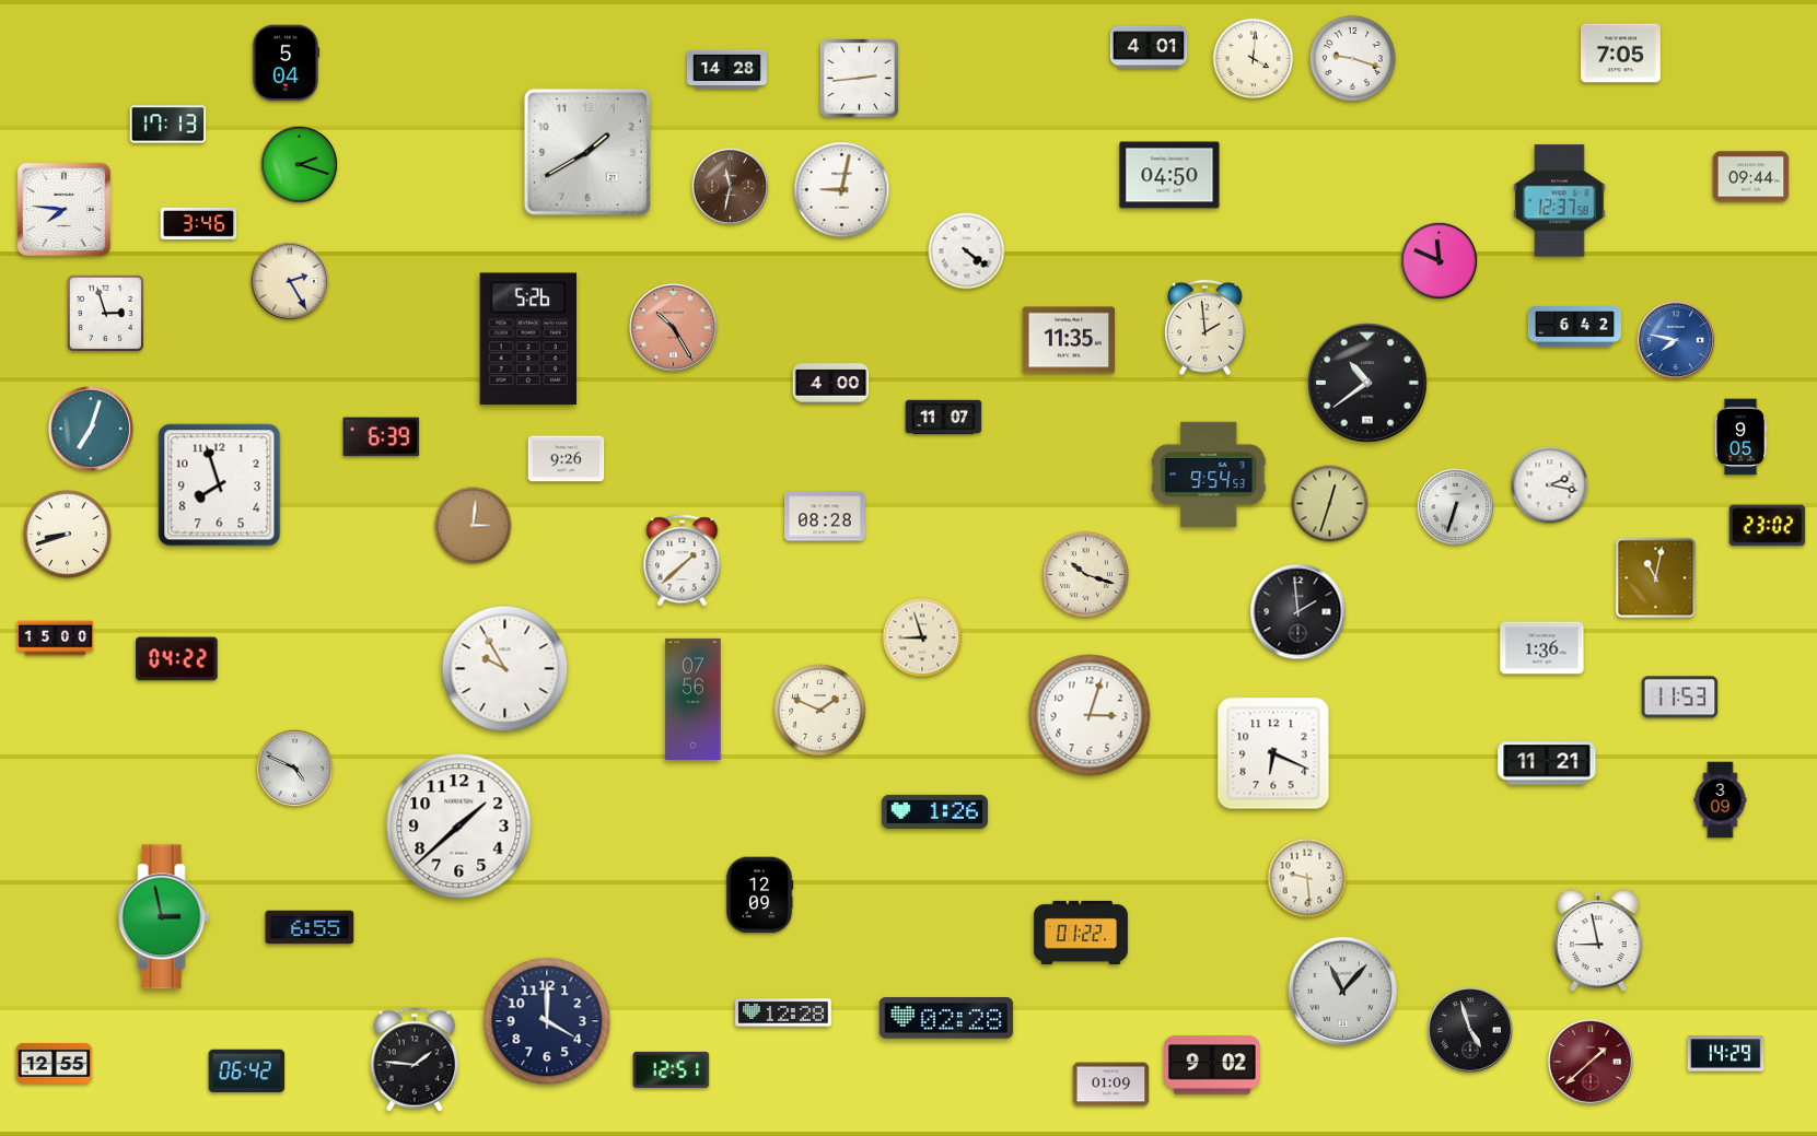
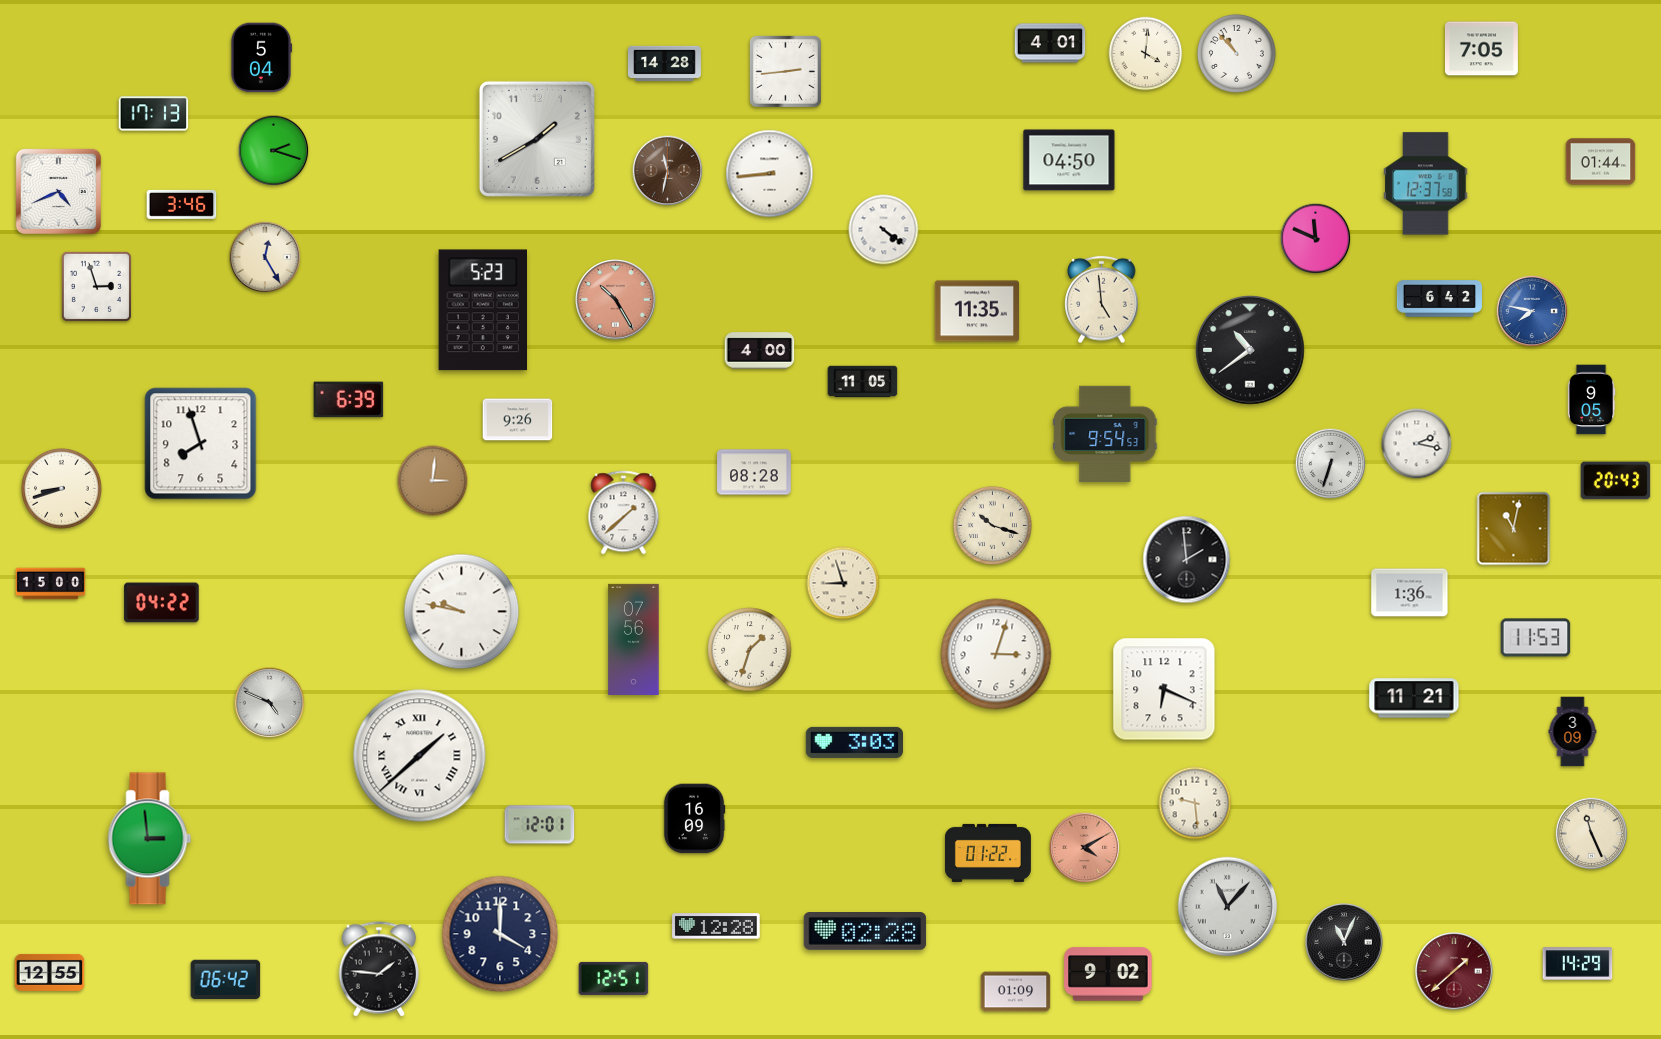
clock at (1352, 58): 9:18 -> 10:53
clock at (1751, 177): 09:44 -> 01:44
clock at (842, 190): 9:02 -> 8:44
clock at (63, 209): 7:46 -> 4:41
clock at (290, 281): 2:25 -> 12:25
clock at (1205, 328): 1:59 -> 4:59
clock at (527, 339): 5:26 -> 5:23
clock at (944, 418): 11:07 -> 11:05
clock at (92, 430): 7:03 -> none
clock at (1330, 504): 12:33 -> none
clock at (1768, 526): 23:02 -> 20:43
clock at (505, 669): 9:55 -> 9:47
clock at (820, 711): 1:49 -> 1:33
clock at (934, 811): 1:26 -> 3:03
clock at (459, 827) numerals: Arabic -> Roman
clock at (759, 895): 12:09 -> 16:09
clock at (540, 825): none -> 12:01
clock at (1592, 834): none -> 11:26
clock at (164, 917): 2:58 -> 2:59
clock at (310, 927): 6:55 -> none
clock at (1085, 848): none -> 4:10
clock at (1599, 941): 8:58 -> none
clock at (1471, 1031): 4:57 -> 11:04
